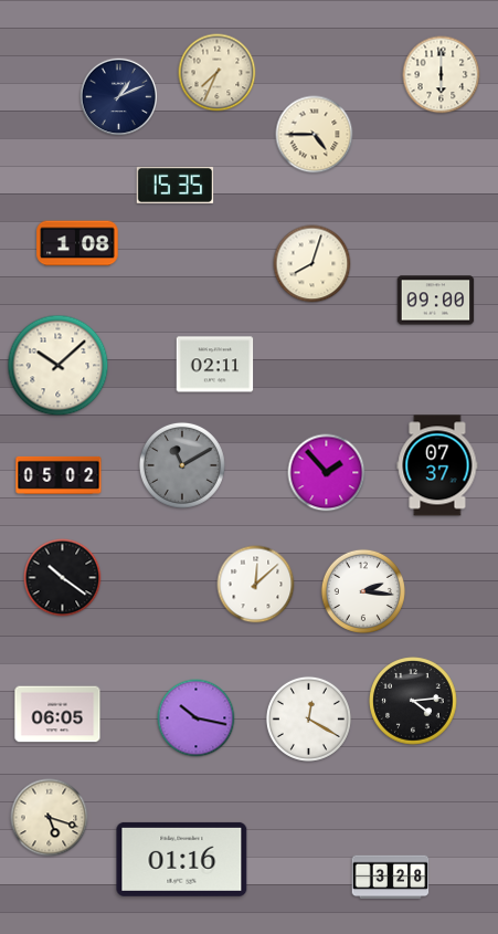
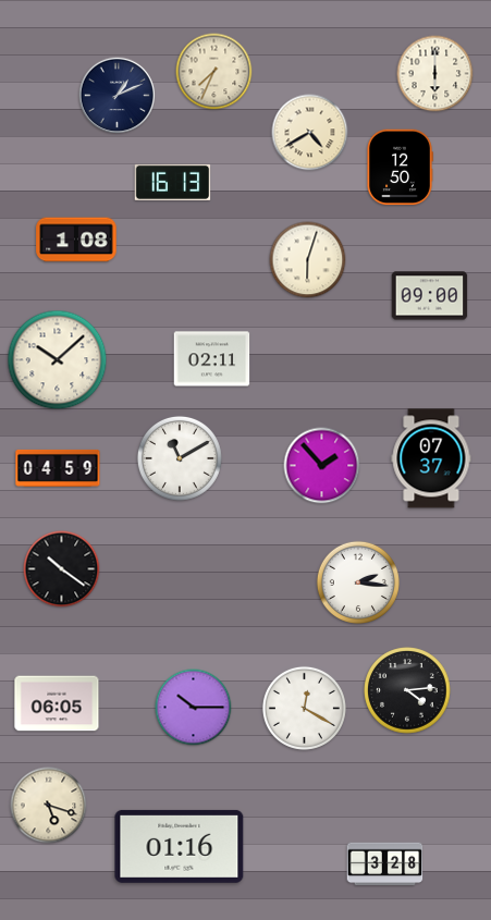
clock at (315, 135): 4:45 -> 4:40
clock at (400, 168): none -> 12:50
clock at (176, 185): 15:35 -> 16:13
clock at (312, 264): 8:03 -> 6:03
clock at (182, 465) dial: grey -> white
clock at (59, 475): 05:02 -> 04:59
clock at (256, 585): 12:08 -> none
clock at (197, 718): 10:17 -> 10:15
